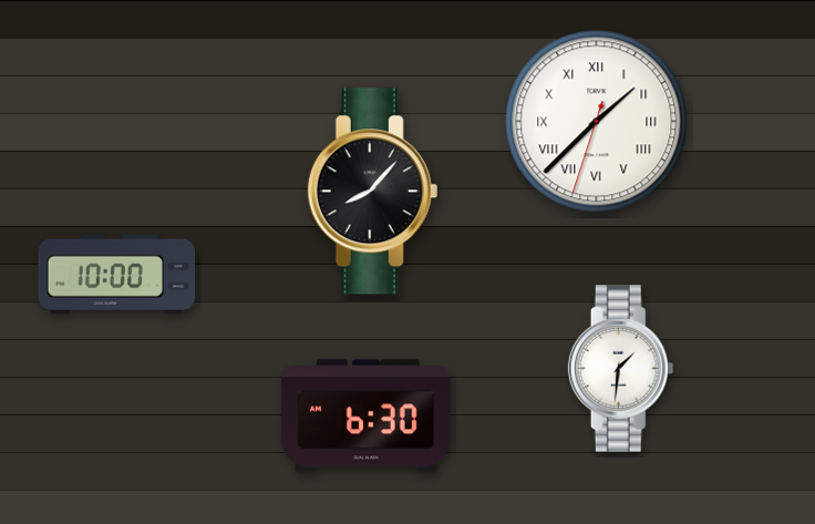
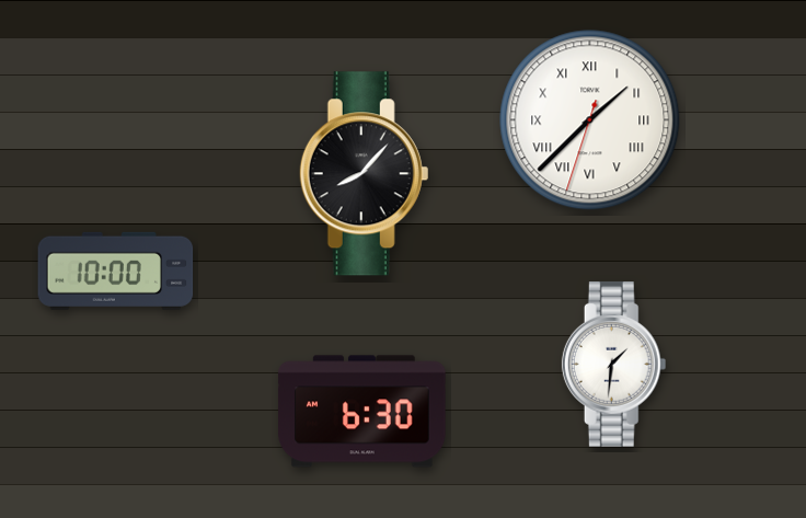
clock at (373, 192) position: (373, 192) -> (365, 174)
